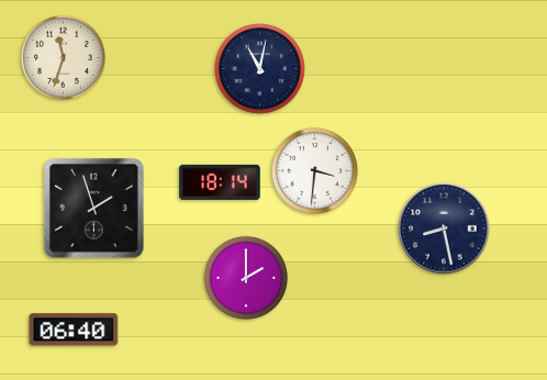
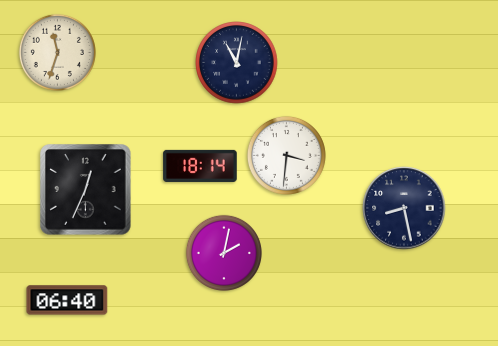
clock at (94, 209): 1:57 -> 12:34
clock at (246, 278): 2:00 -> 2:02
